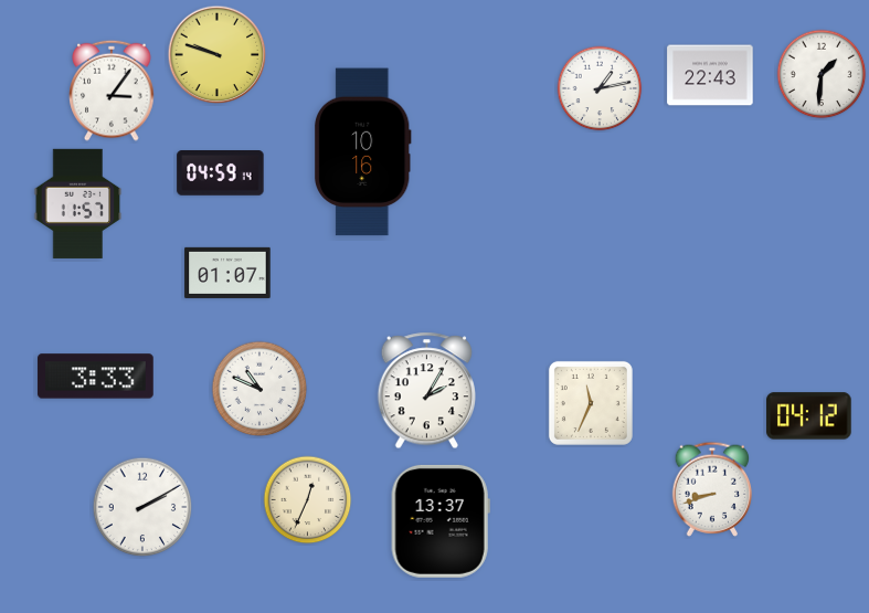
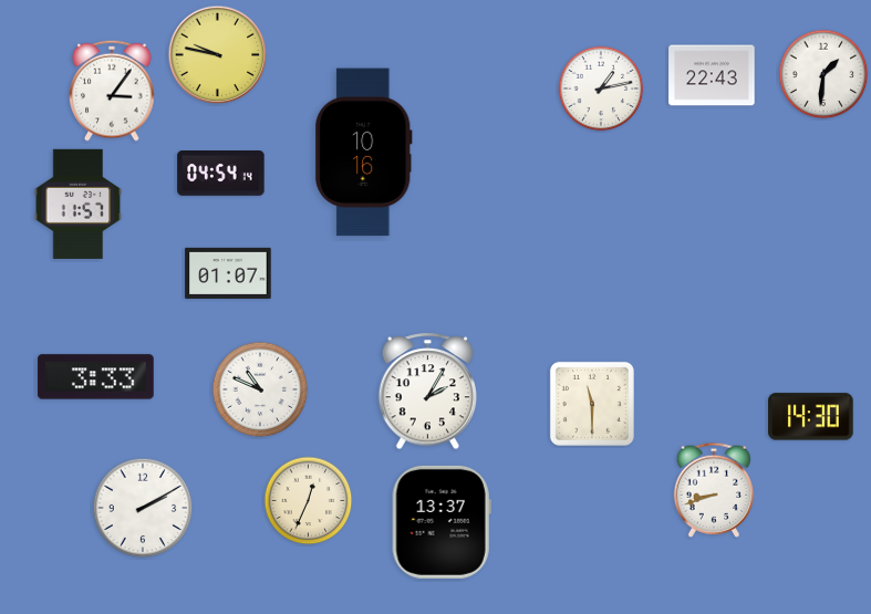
clock at (218, 55): 9:48 -> 9:47
clock at (221, 173): 04:59 -> 04:54
clock at (591, 403): 11:34 -> 11:30
clock at (809, 416): 04:12 -> 14:30
